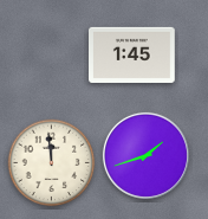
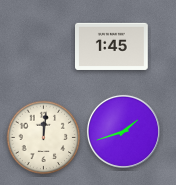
clock at (52, 163): 11:59 -> 12:01
